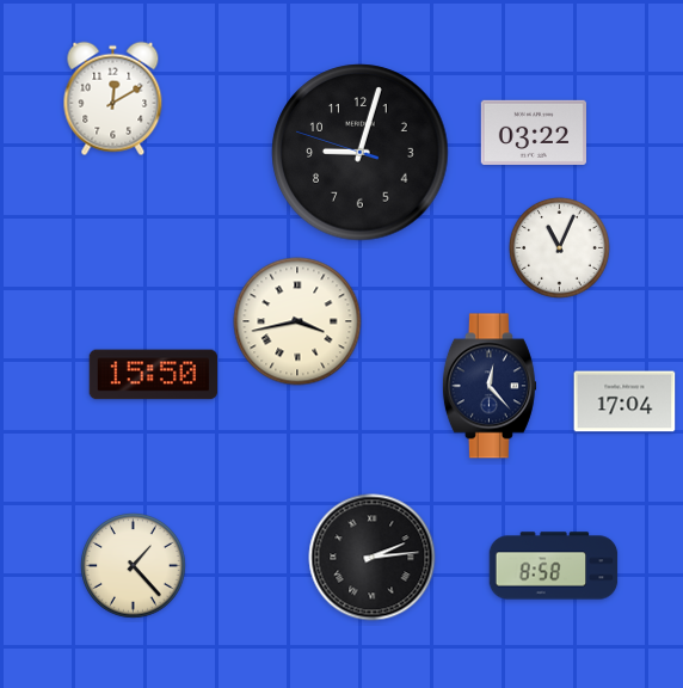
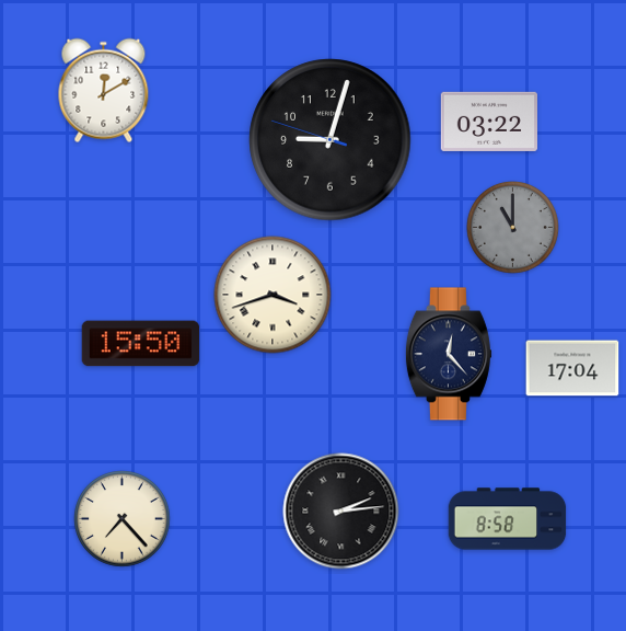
clock at (559, 247): 11:04 -> 11:00
clock at (559, 247) dial: white -> grey
clock at (297, 321): 3:43 -> 3:42
clock at (134, 566): 1:23 -> 7:23
